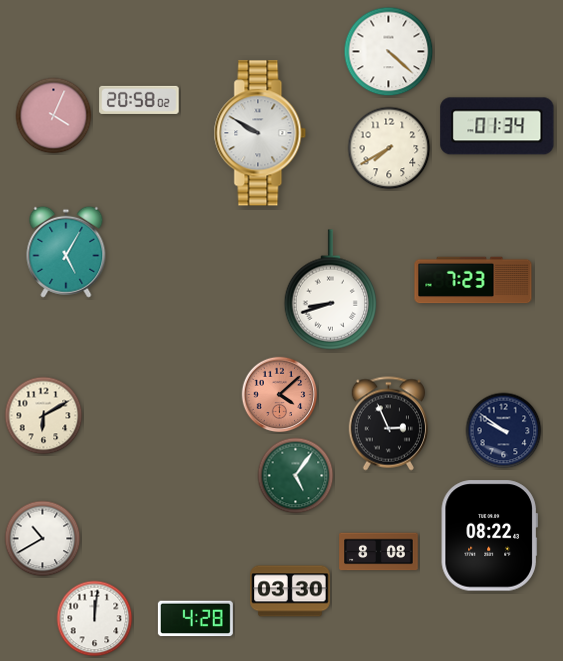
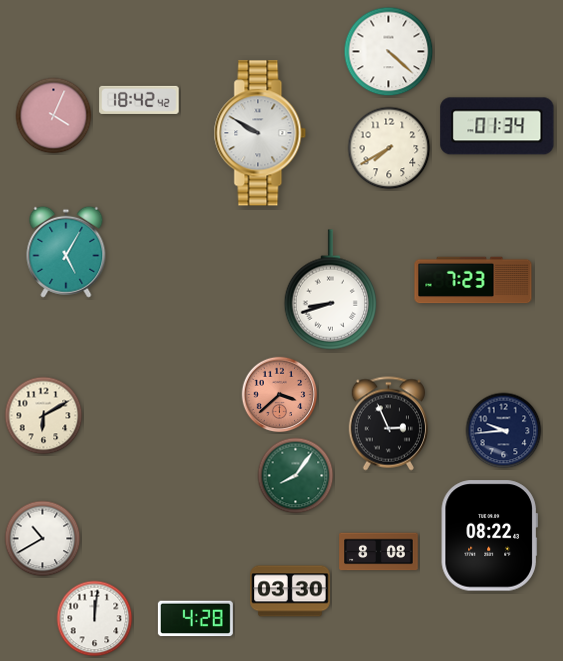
clock at (139, 100): 20:58 -> 18:42
clock at (280, 395): 4:08 -> 3:38
clock at (504, 431): 9:51 -> 9:44
clock at (296, 476): 5:06 -> 8:06
